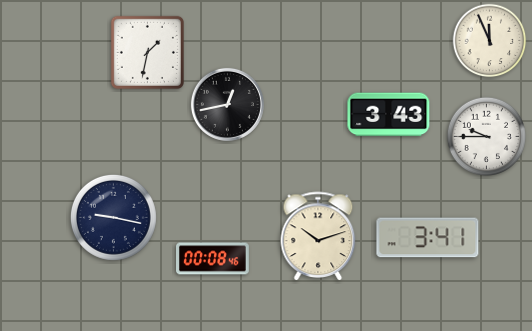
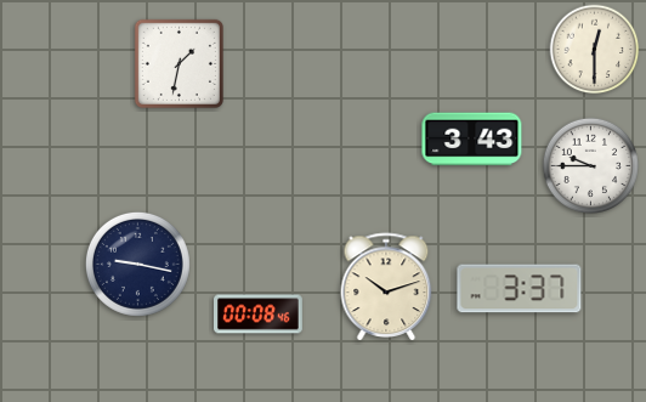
clock at (490, 41): 11:56 -> 12:30
clock at (227, 104): 12:43 -> none
clock at (428, 238): 3:41 -> 3:37
